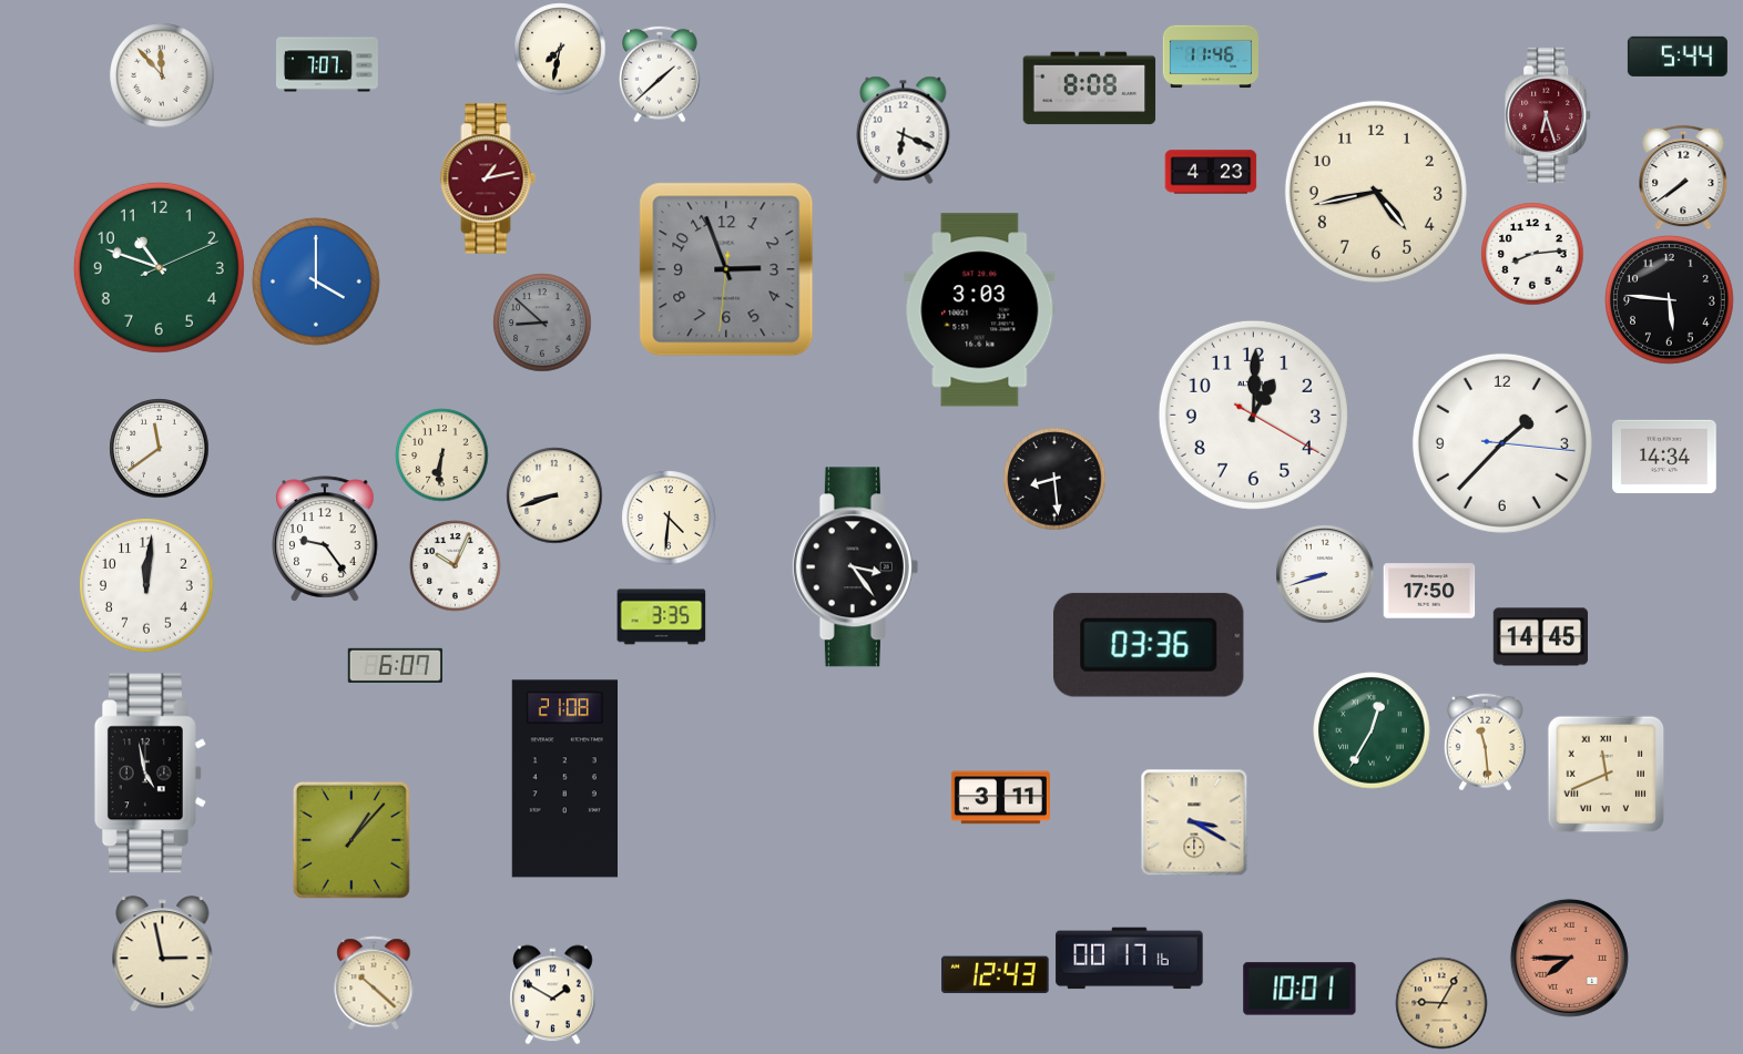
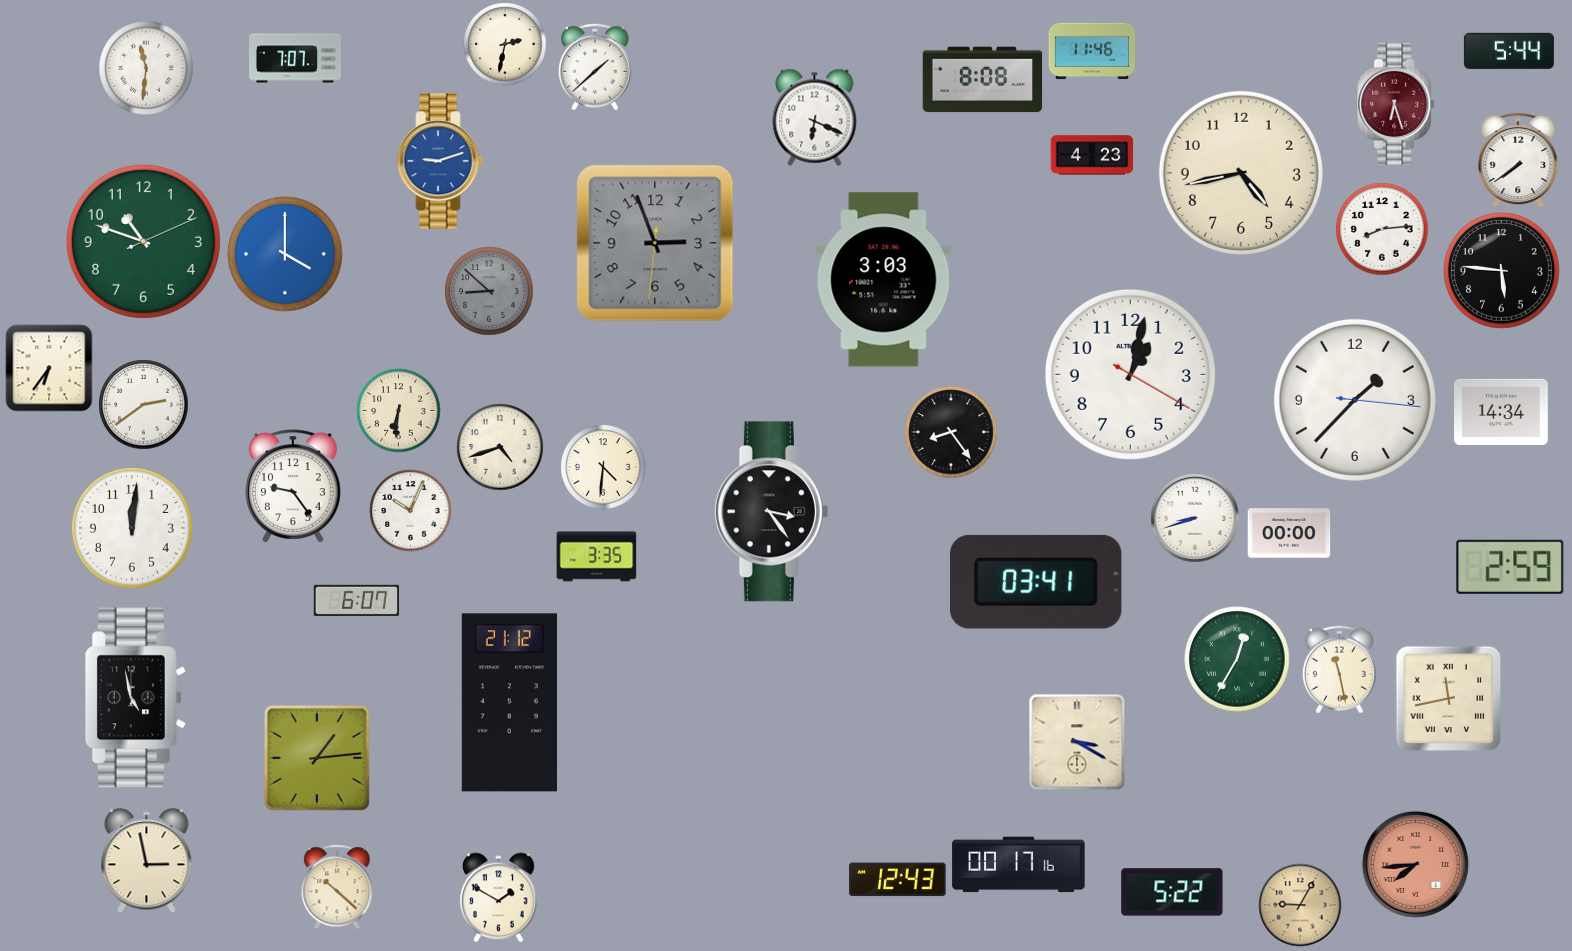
clock at (560, 49): 7:32 -> 2:32
clock at (1678, 57) position: (1678, 57) -> (1509, 51)
clock at (162, 75): 11:53 -> 11:31
clock at (488, 178): 1:13 -> 9:12
clock at (488, 178) dial: burgundy -> blue
clock at (1670, 300) position: (1670, 300) -> (1502, 271)
clock at (49, 368): none -> 6:36
clock at (1253, 415): 1:00 -> 1:02
clock at (160, 449): 11:39 -> 2:39
clock at (1054, 479): 8:29 -> 8:24
clock at (554, 495): 8:42 -> 4:42
clock at (1429, 591): 17:50 -> 00:00
clock at (1510, 567): none -> 2:59
clock at (1541, 637): 14:45 -> none
clock at (1150, 645): 03:36 -> 03:41
clock at (1485, 743): 11:29 -> 11:28
clock at (1607, 775): 11:41 -> 11:43
clock at (564, 779): 21:08 -> 21:12
clock at (1000, 798): 3:11 -> none
clock at (351, 840): 1:07 -> 1:14
clock at (1569, 958): 7:45 -> 7:44
clock at (1299, 989): 10:01 -> 5:22
